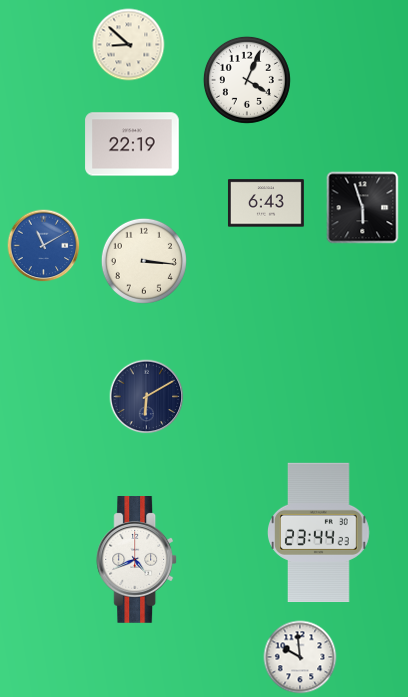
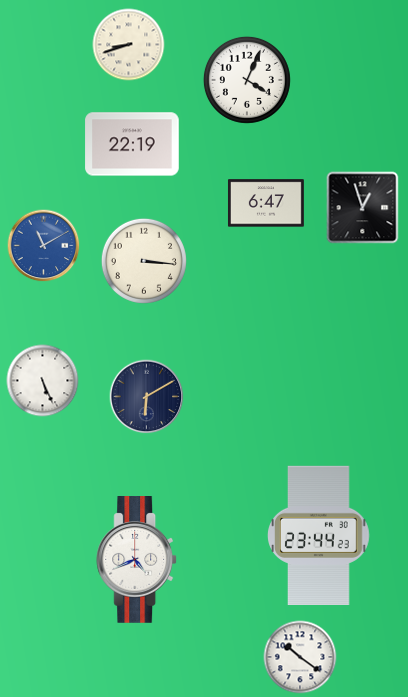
clock at (129, 45): 8:52 -> 8:42
clock at (266, 203): 6:43 -> 6:47
clock at (363, 208): 5:57 -> 12:57
clock at (43, 381): none -> 5:26
clock at (319, 532) position: (319, 532) -> (319, 535)
clock at (300, 657): 9:59 -> 10:21
